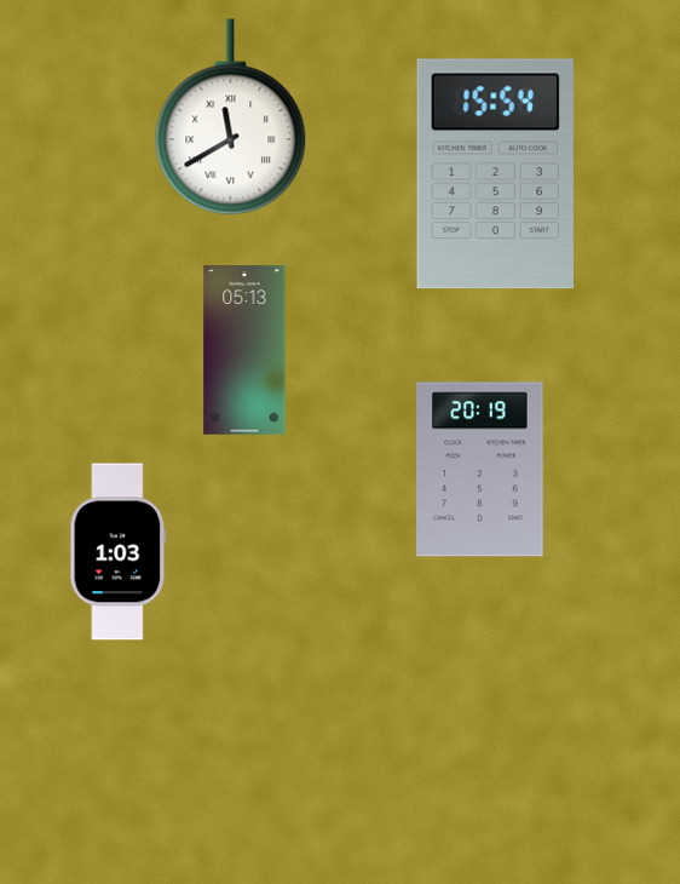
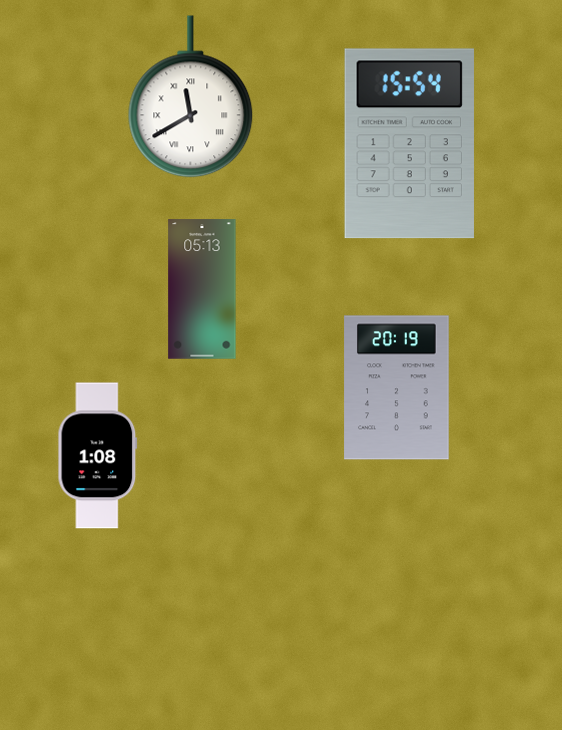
clock at (119, 552): 1:03 -> 1:08
